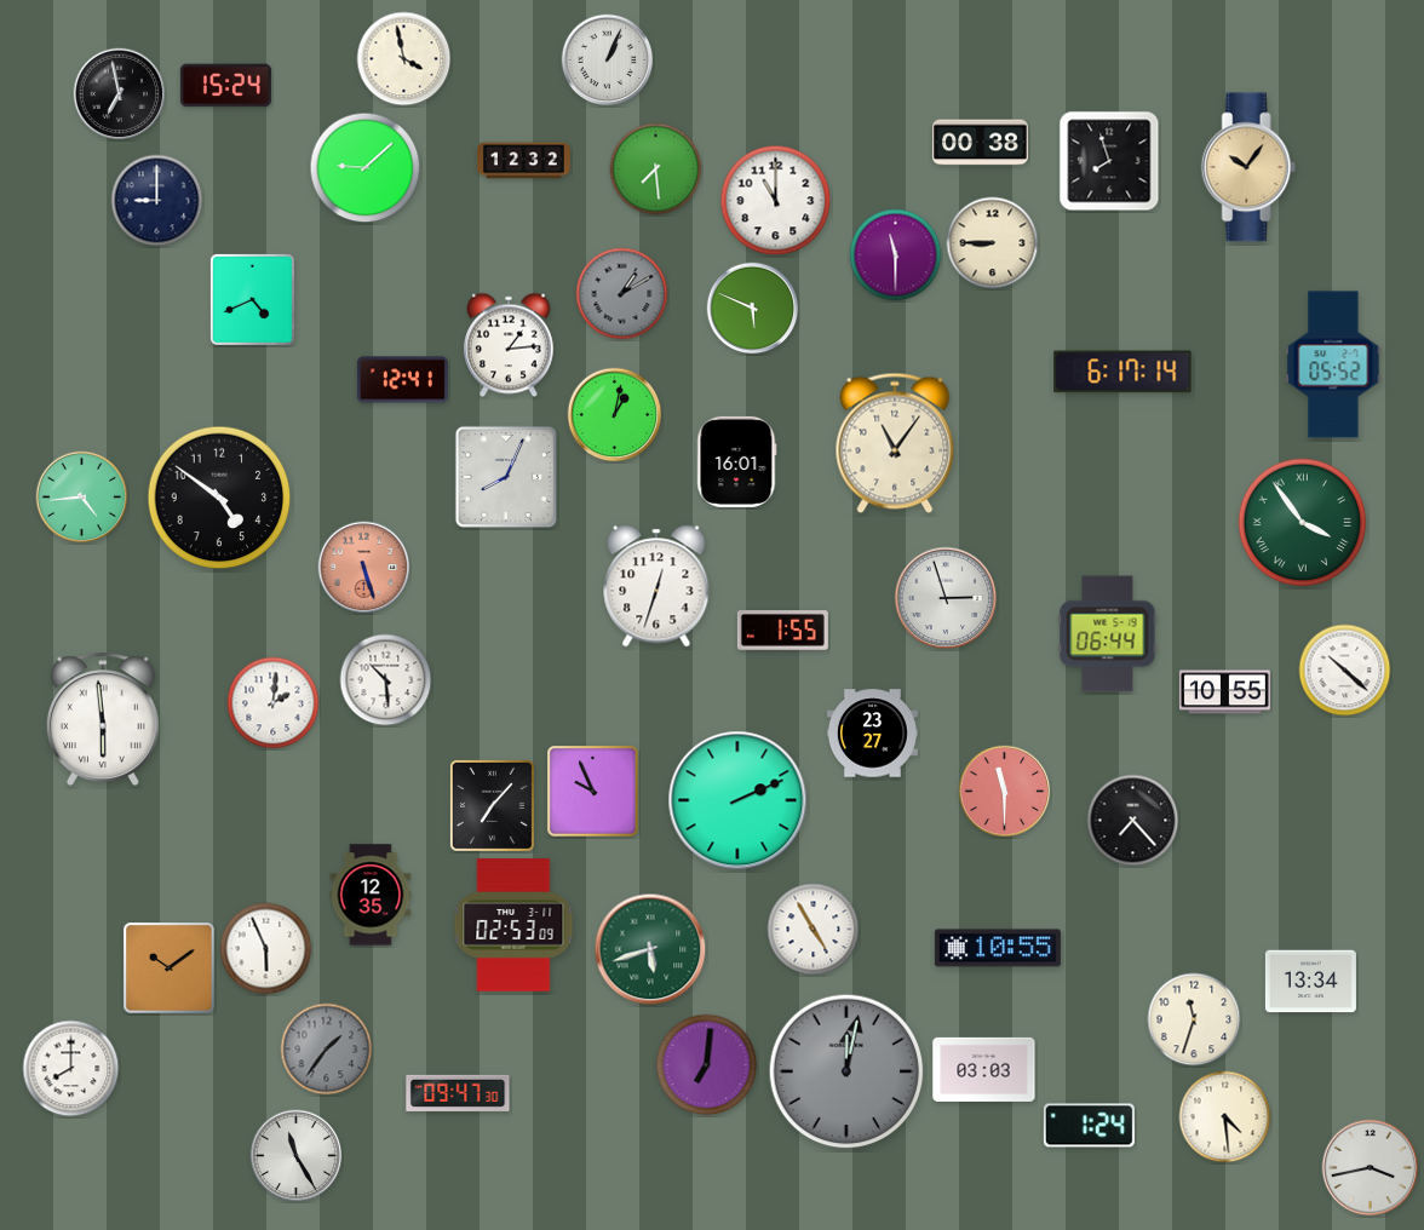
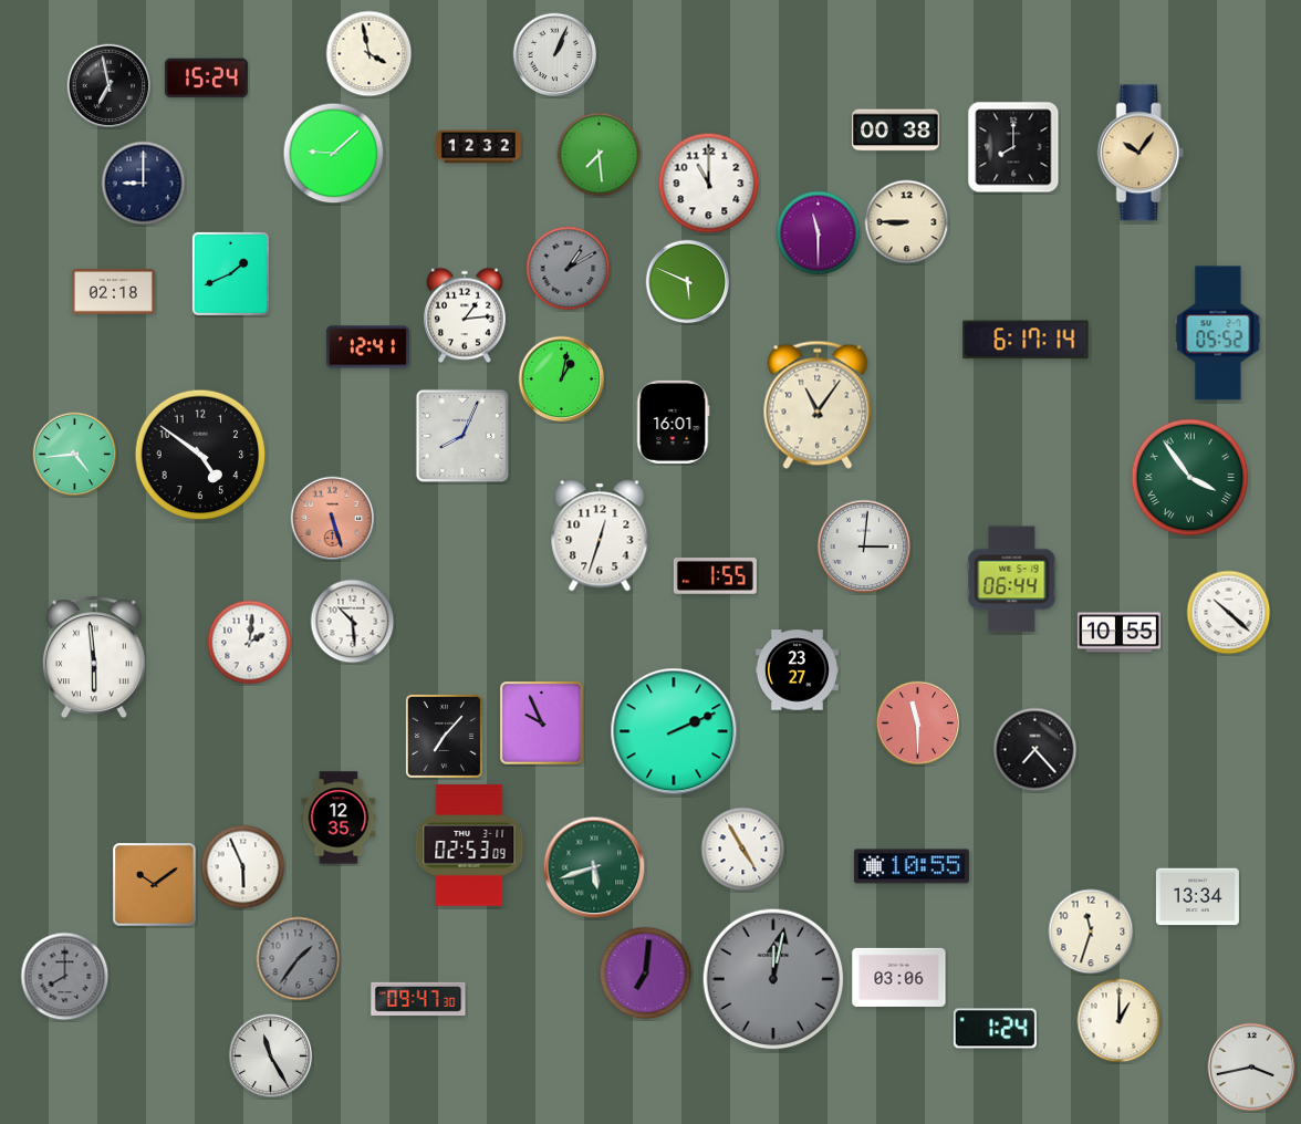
clock at (1109, 161): 7:57 -> 8:00
clock at (252, 299): 4:41 -> 1:41
clock at (113, 292): none -> 02:18
clock at (946, 598): 2:57 -> 3:01
clock at (492, 805) position: (492, 805) -> (444, 736)
clock at (71, 1069) dial: white -> grey
clock at (984, 1069): 03:03 -> 03:06
clock at (1225, 1117): 4:29 -> 1:00
